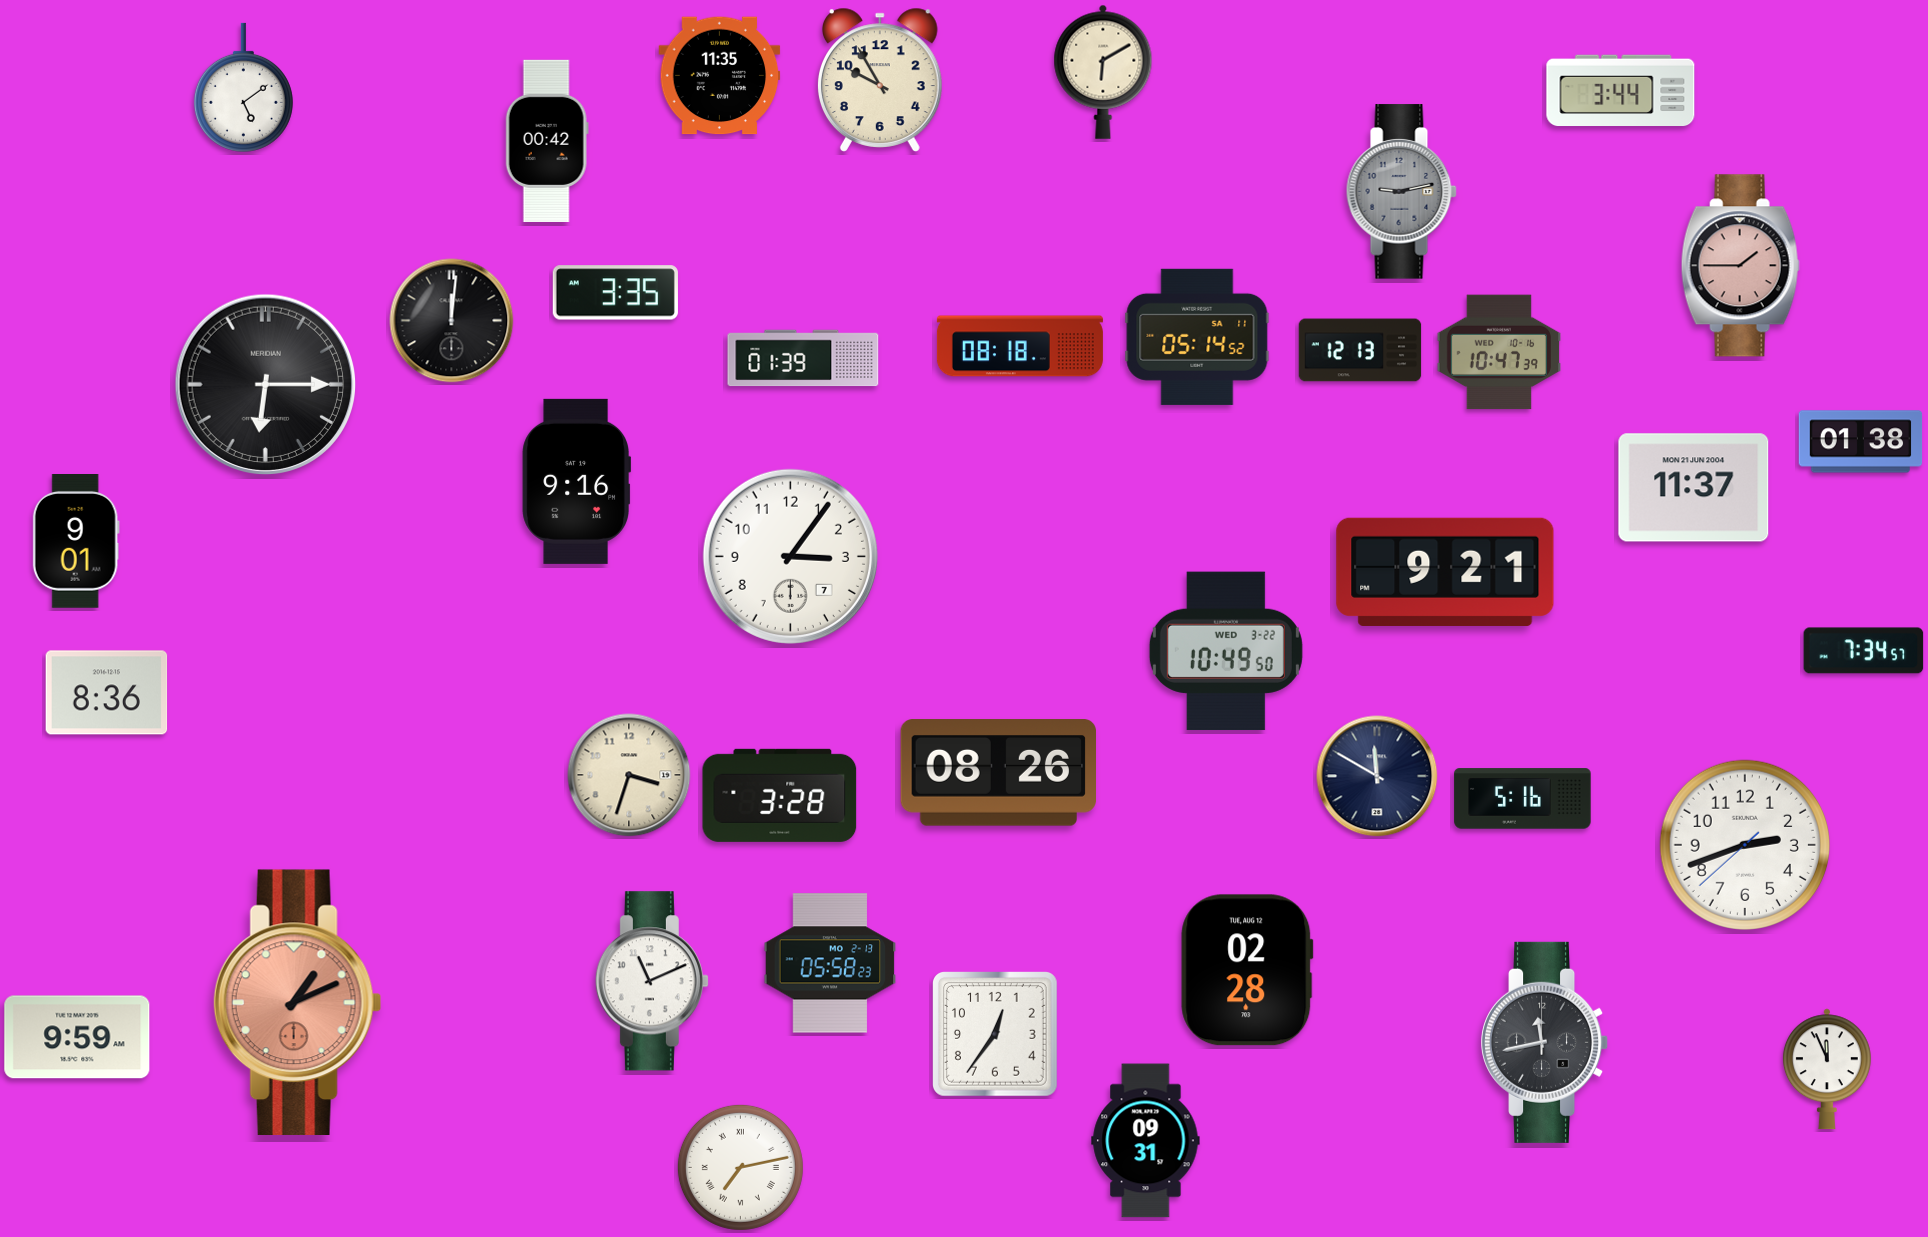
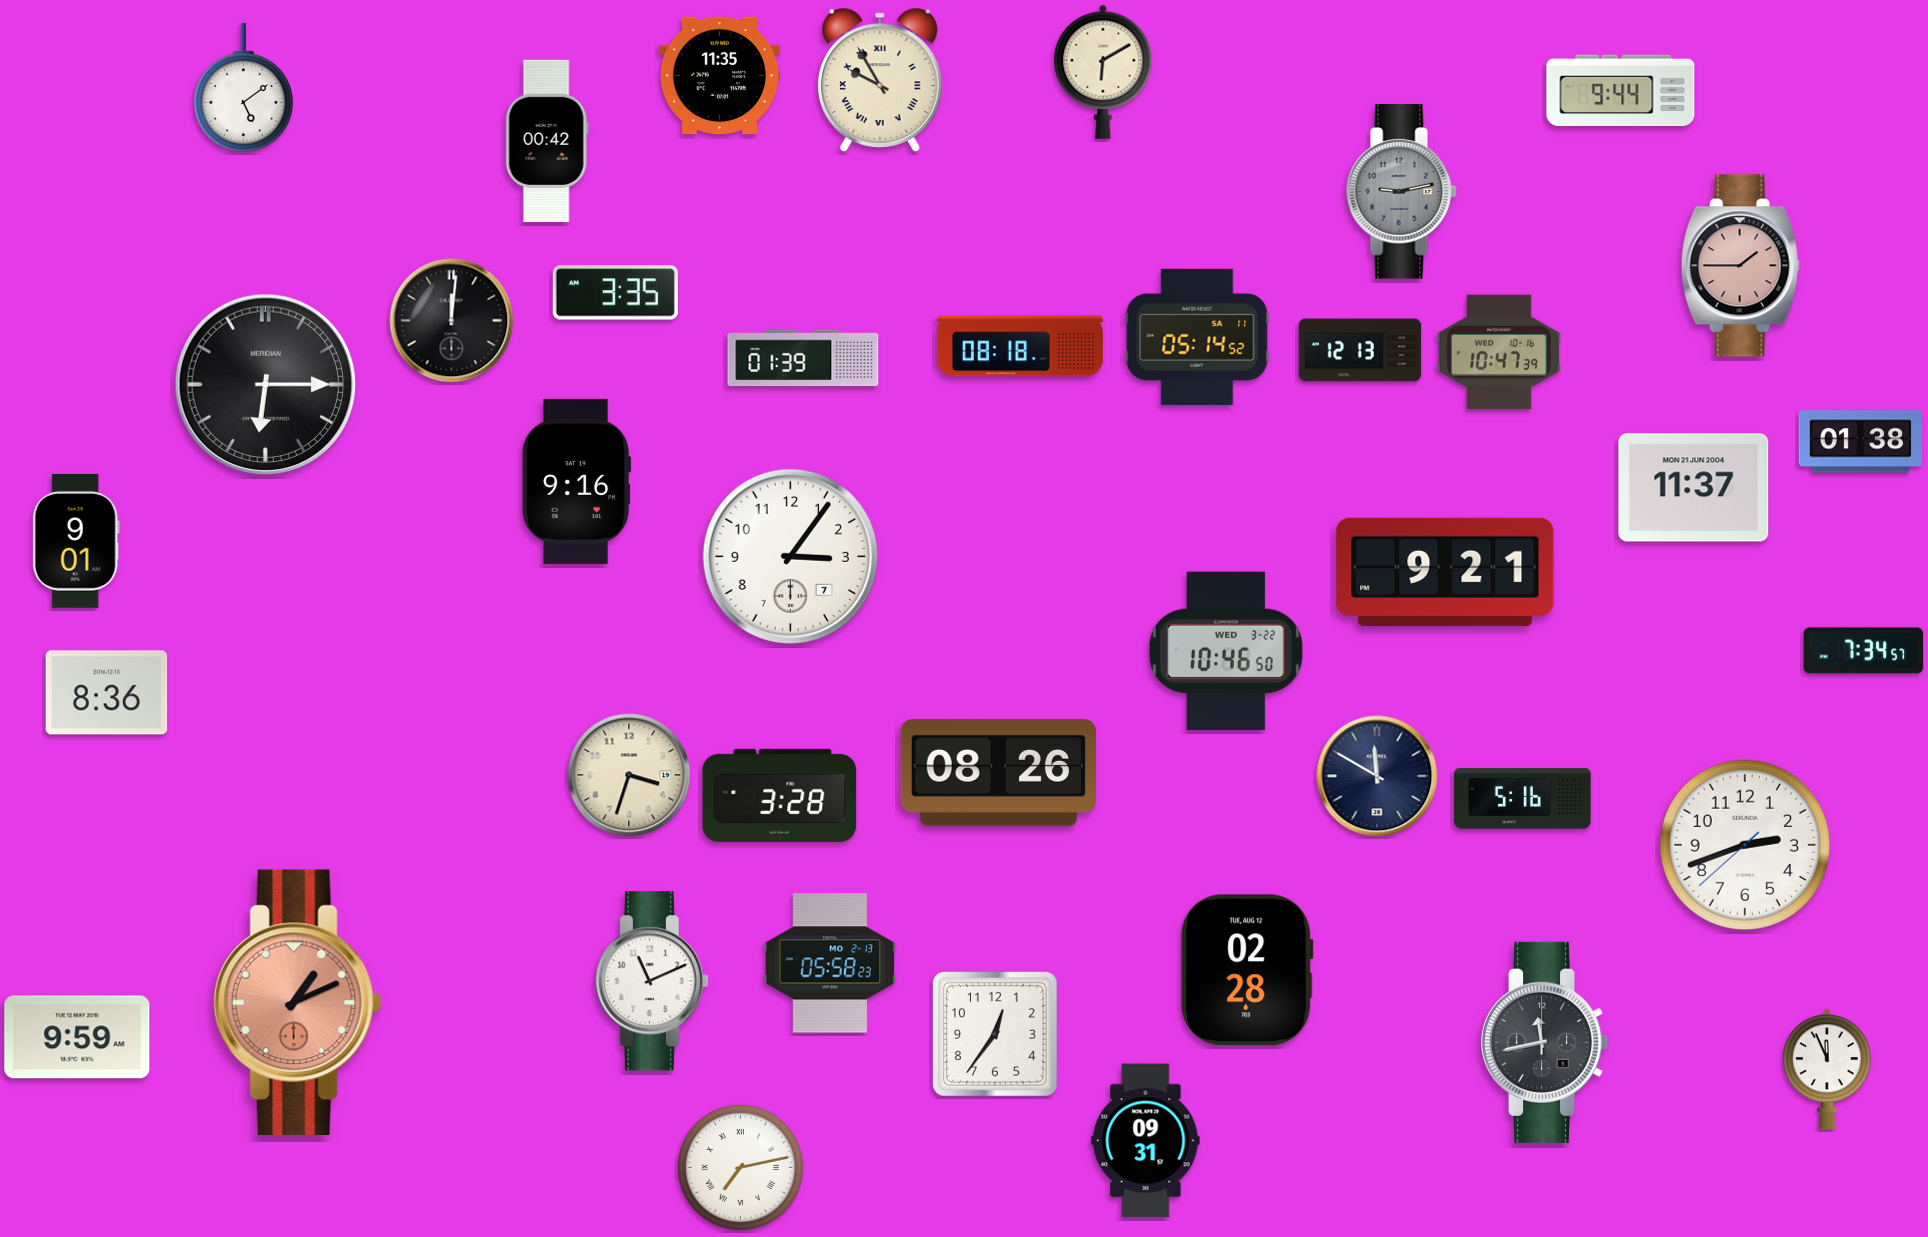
clock at (880, 80) numerals: Arabic -> Roman
clock at (1621, 91): 3:44 -> 9:44
clock at (1226, 651): 10:49 -> 10:46
